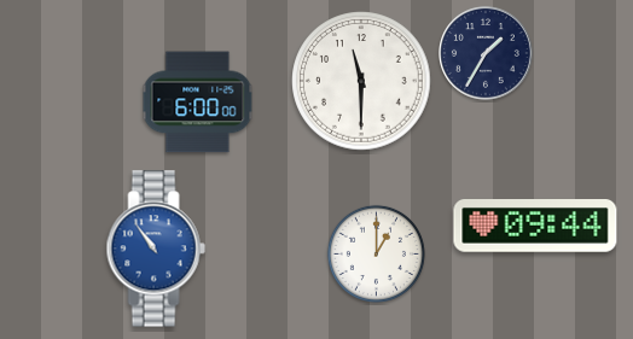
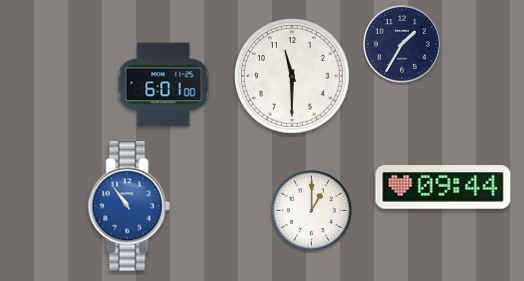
clock at (361, 81) position: (361, 81) -> (292, 76)
clock at (198, 103): 6:00 -> 6:01
